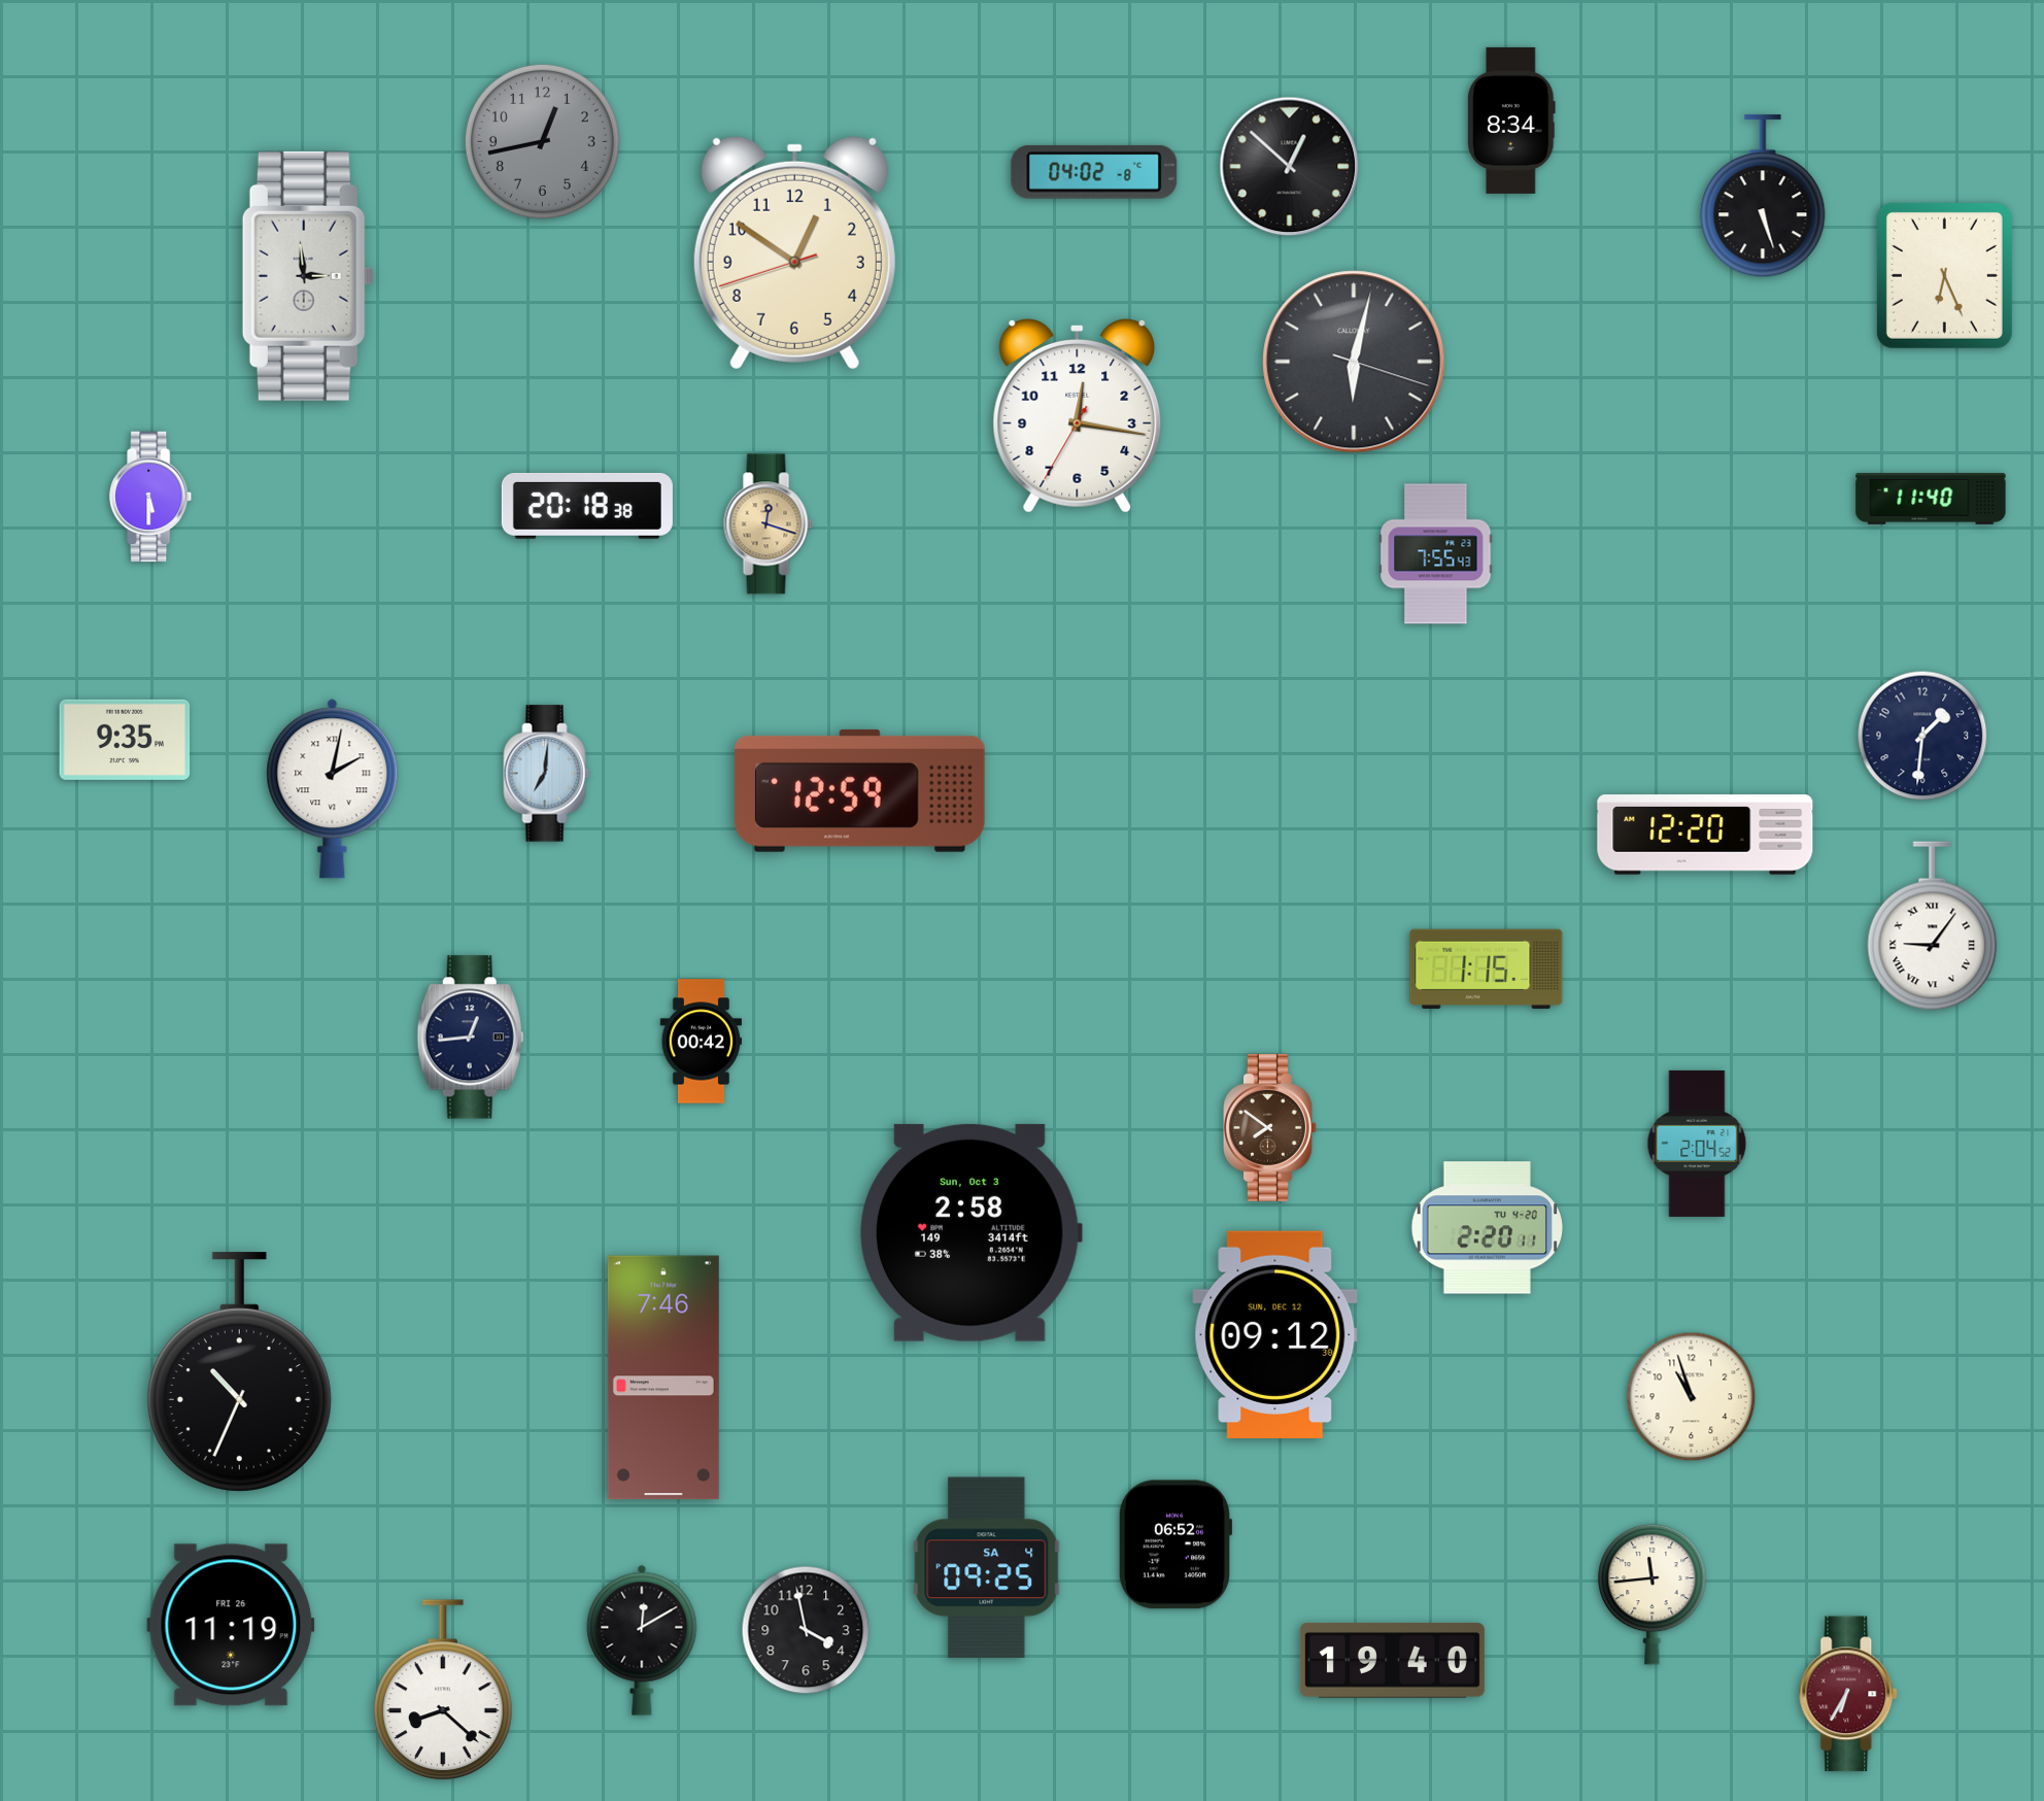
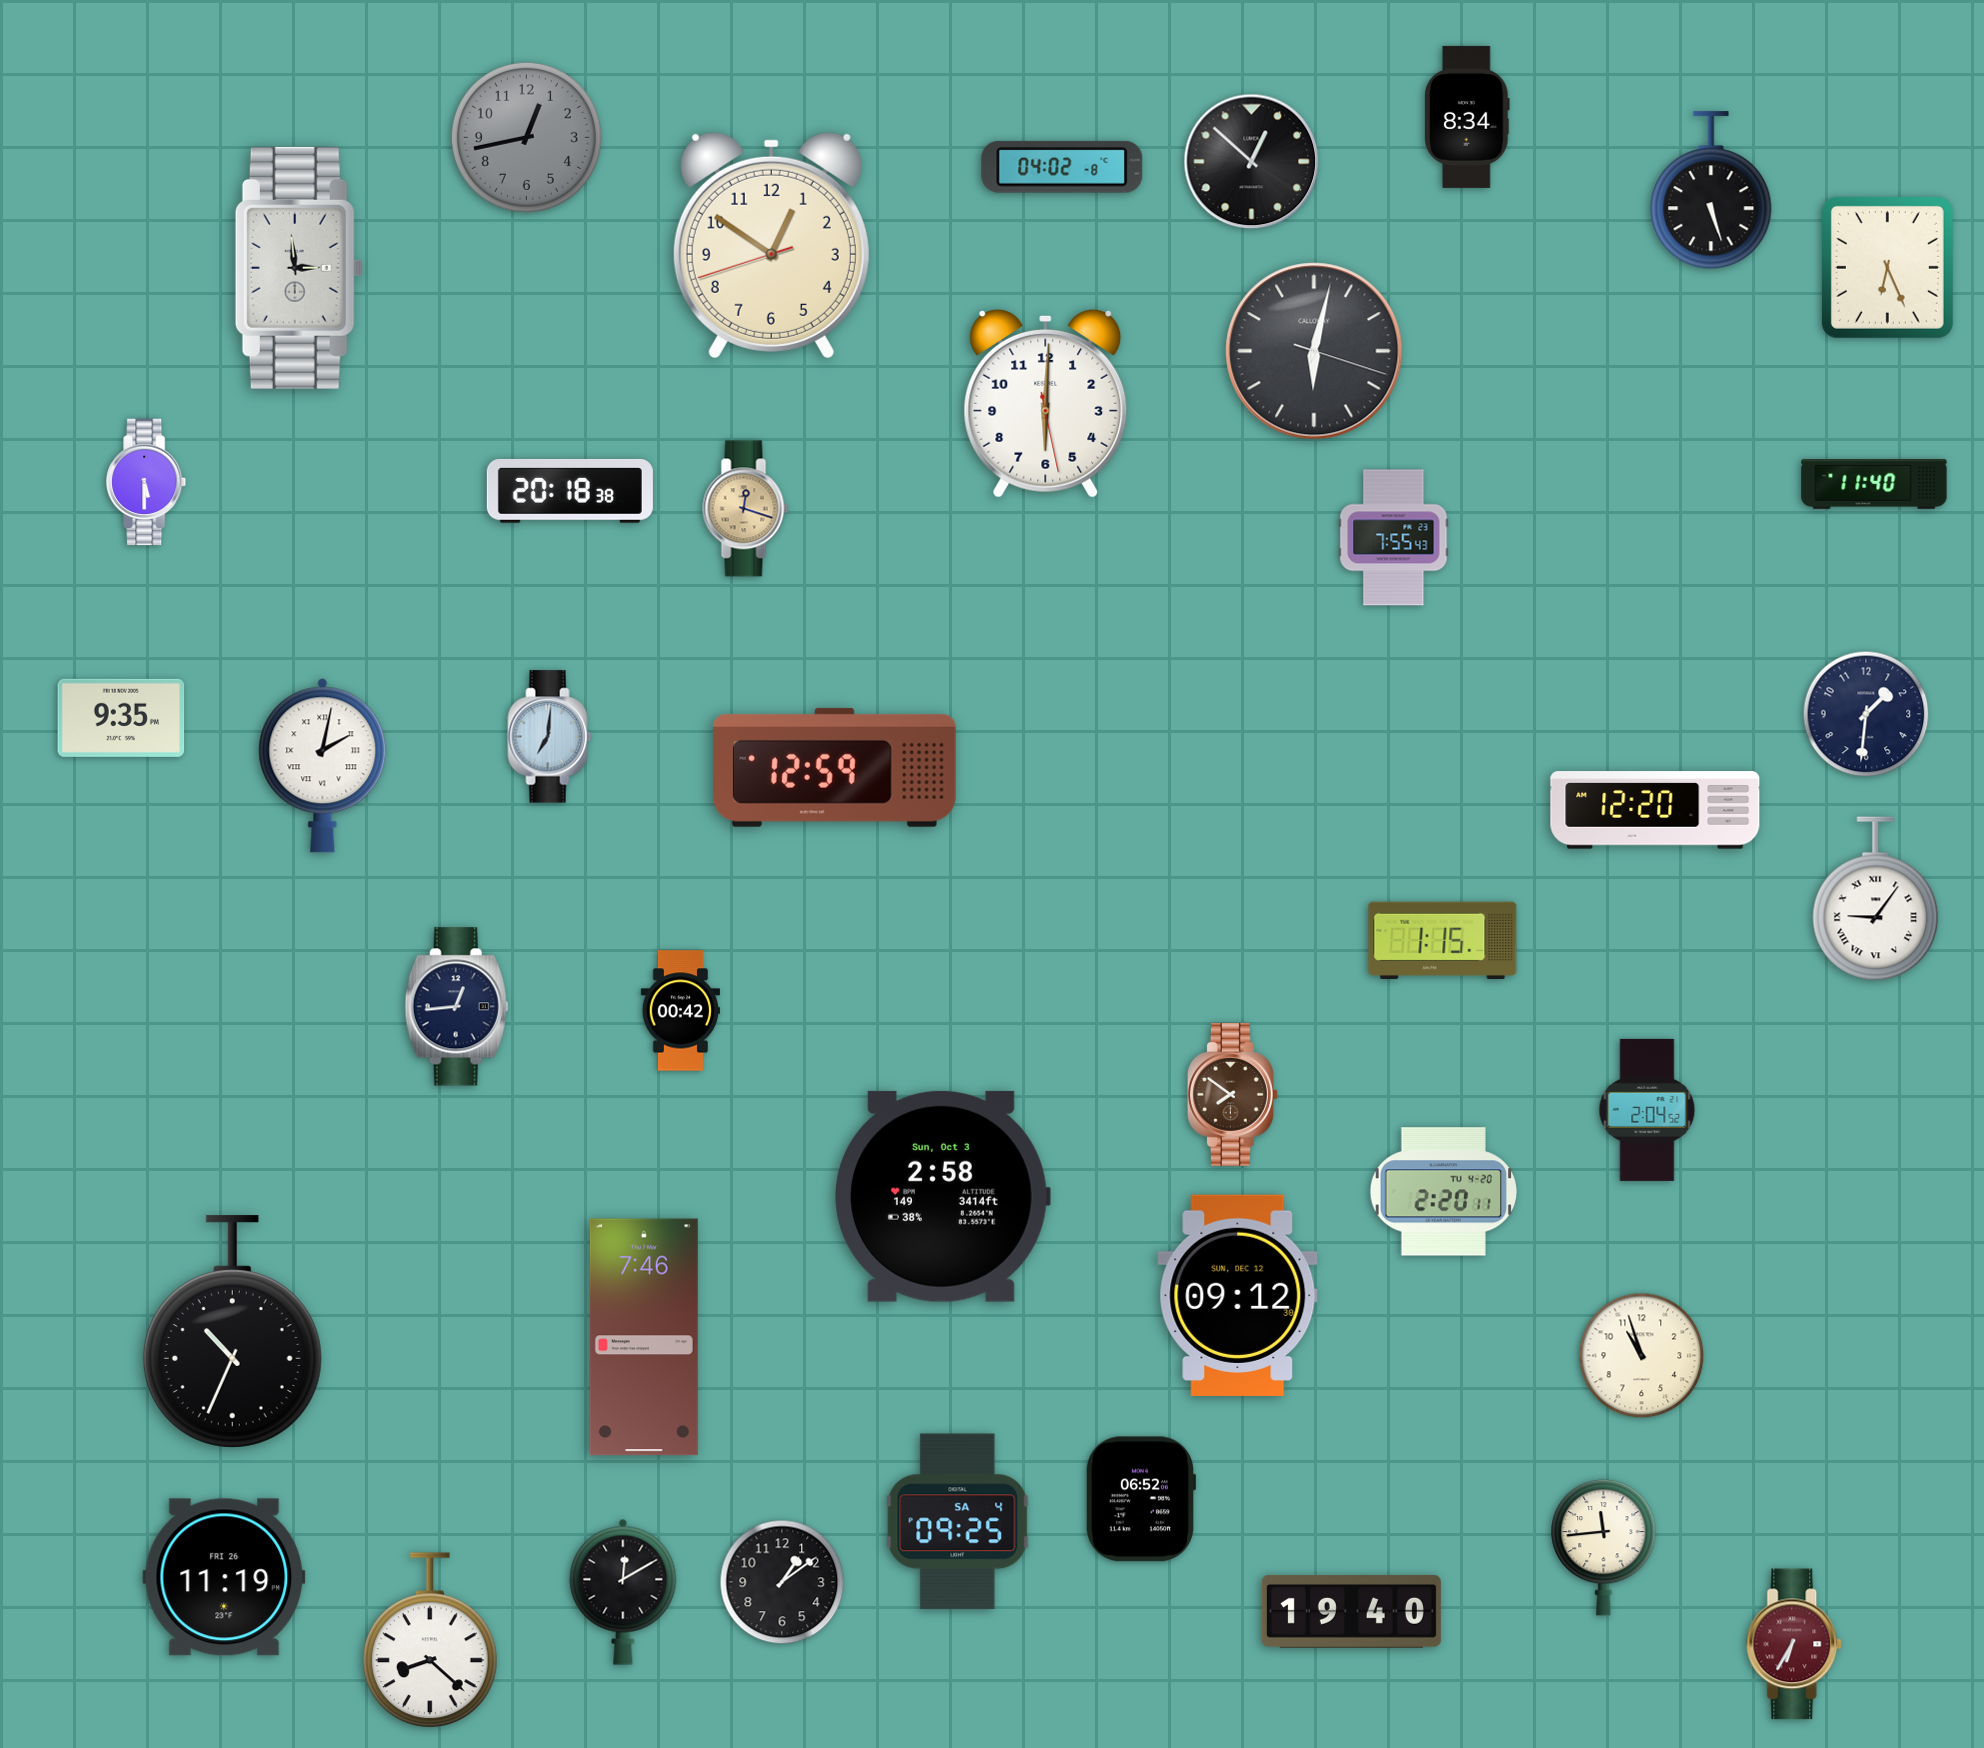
clock at (1078, 415): 12:16 -> 6:00
clock at (547, 774) position: (547, 774) -> (550, 737)
clock at (806, 1630): 3:58 -> 1:09
